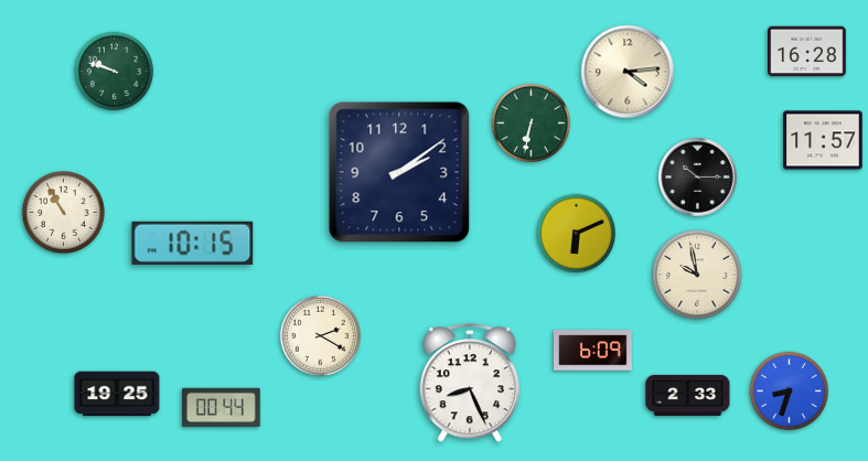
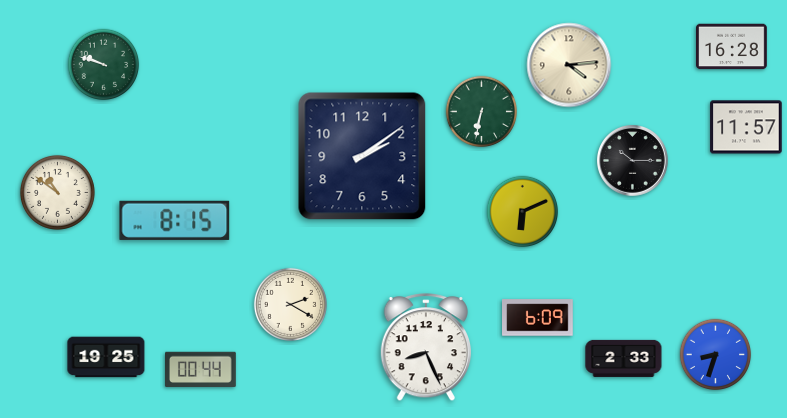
clock at (63, 212): 10:55 -> 10:51
clock at (193, 243): 10:15 -> 8:15
clock at (697, 275): 9:58 -> none
